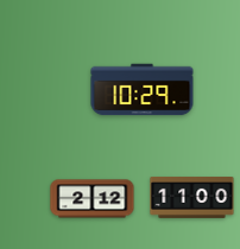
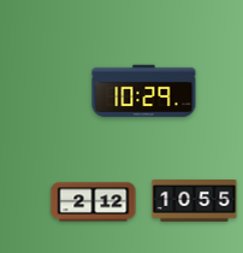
clock at (192, 198): 11:00 -> 10:55
